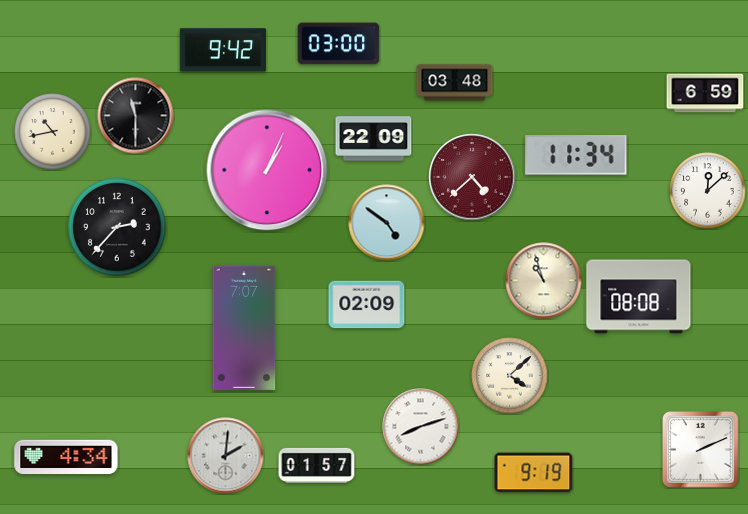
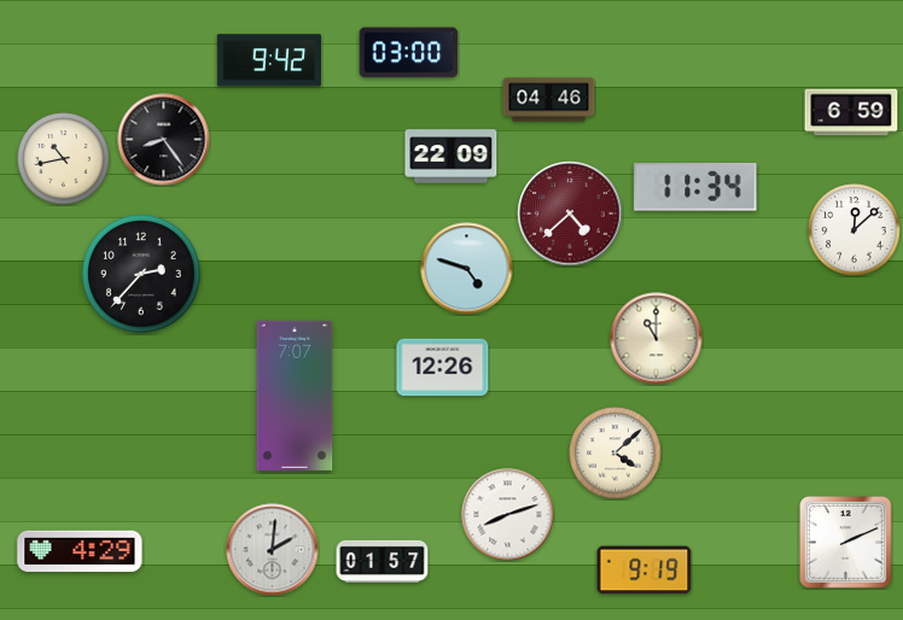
clock at (455, 83): 03:48 -> 04:46
clock at (136, 116): 11:30 -> 8:24
clock at (374, 139) position: (374, 139) -> (451, 157)
clock at (267, 170): 1:04 -> none
clock at (387, 223): 4:51 -> 4:48
clock at (544, 281): 10:57 -> 11:00
clock at (639, 297): 08:08 -> none
clock at (367, 305): 02:09 -> 12:26
clock at (66, 457): 4:34 -> 4:29
